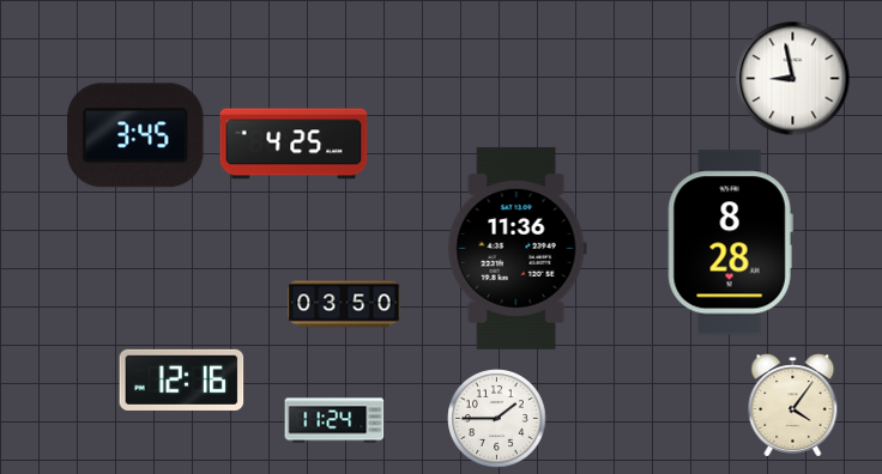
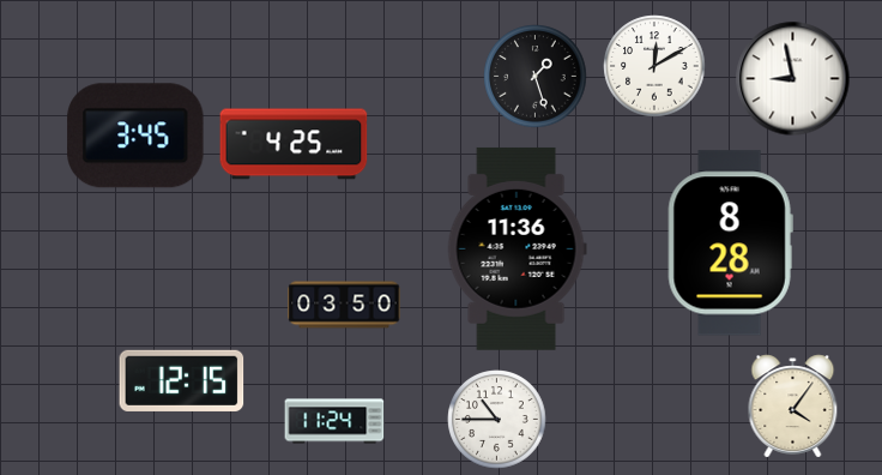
clock at (654, 66): none -> 12:10
clock at (536, 77): none -> 1:27
clock at (182, 379): 12:16 -> 12:15
clock at (497, 419): 1:45 -> 10:45
